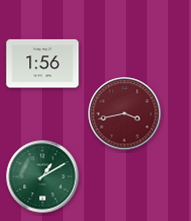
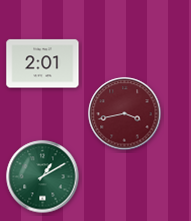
clock at (43, 64): 1:56 -> 2:01
